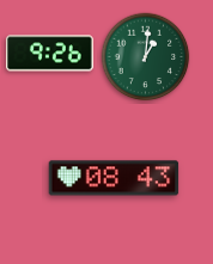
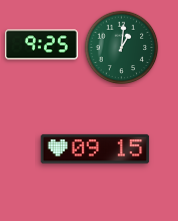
clock at (50, 54): 9:26 -> 9:25
clock at (114, 178): 08:43 -> 09:15
